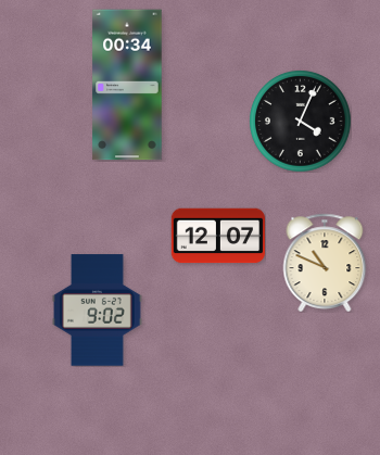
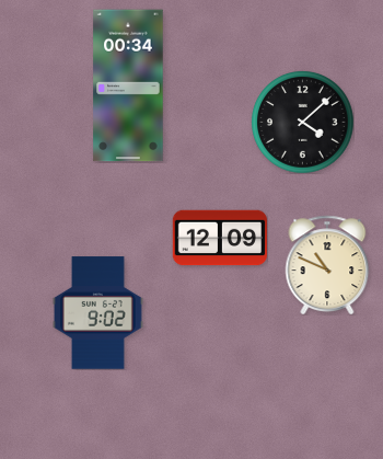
clock at (300, 121): 4:04 -> 4:08
clock at (217, 236): 12:07 -> 12:09
